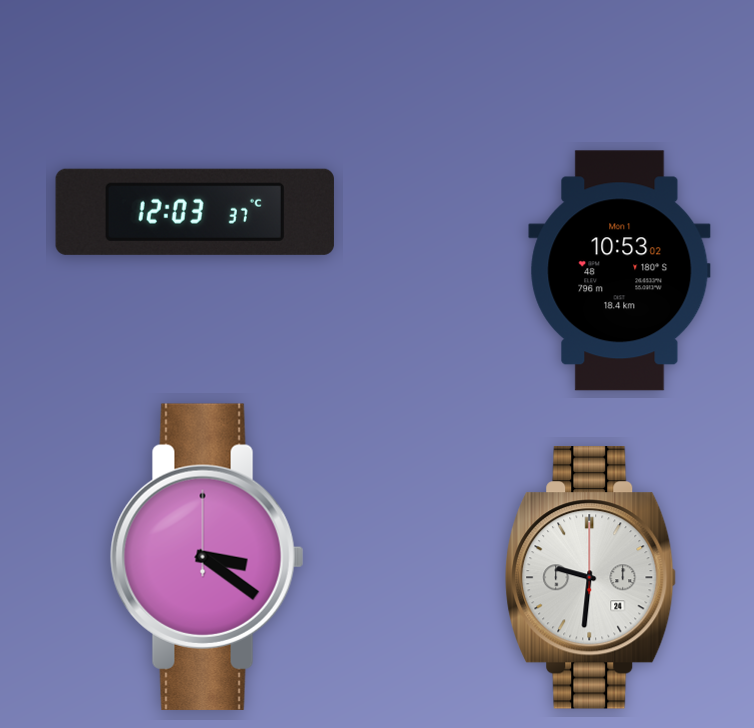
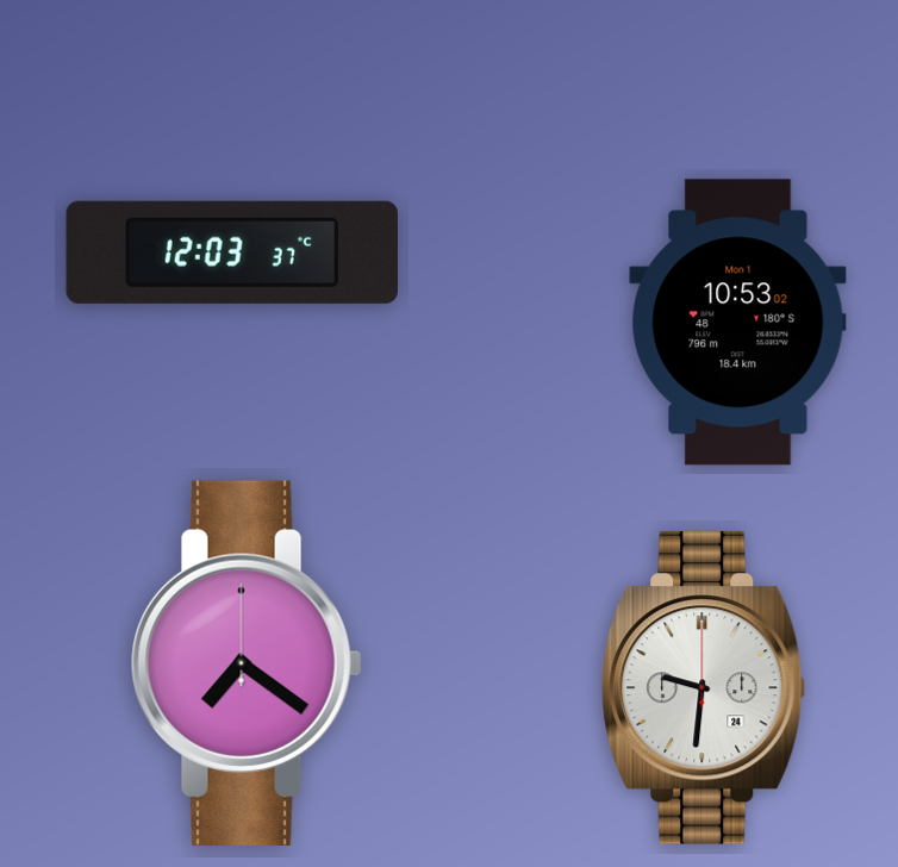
clock at (207, 557): 3:21 -> 7:21
